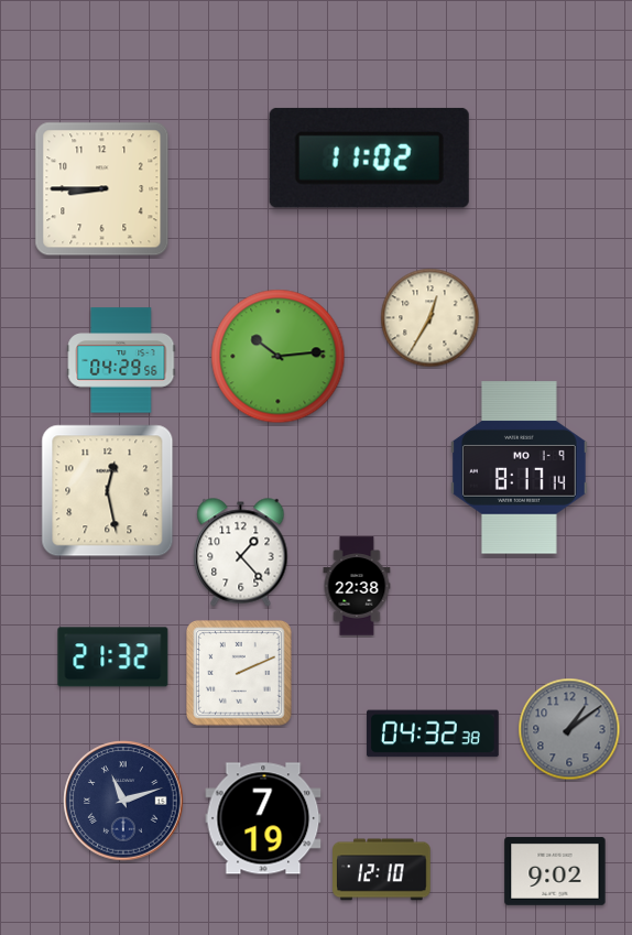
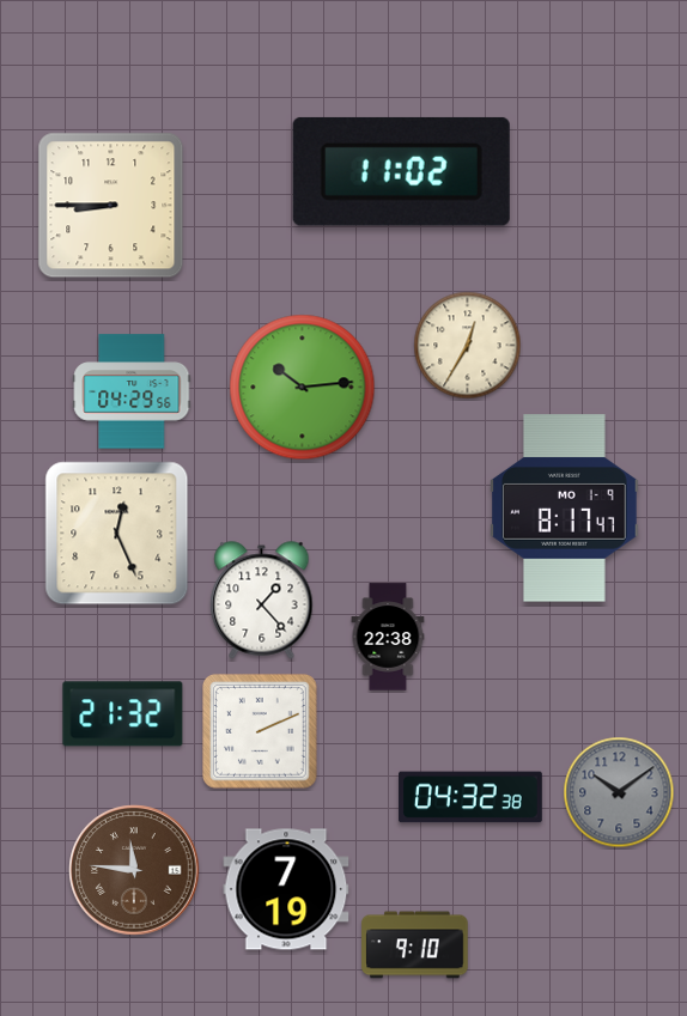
clock at (520, 468): 8:17:14 -> 8:17:47
clock at (108, 491): 12:28 -> 12:26
clock at (569, 729): 1:09 -> 10:09
clock at (123, 801): 11:12 -> 11:46
clock at (123, 801) dial: navy -> brown
clock at (382, 870): 12:10 -> 9:10
clock at (555, 871): 9:02 -> none
